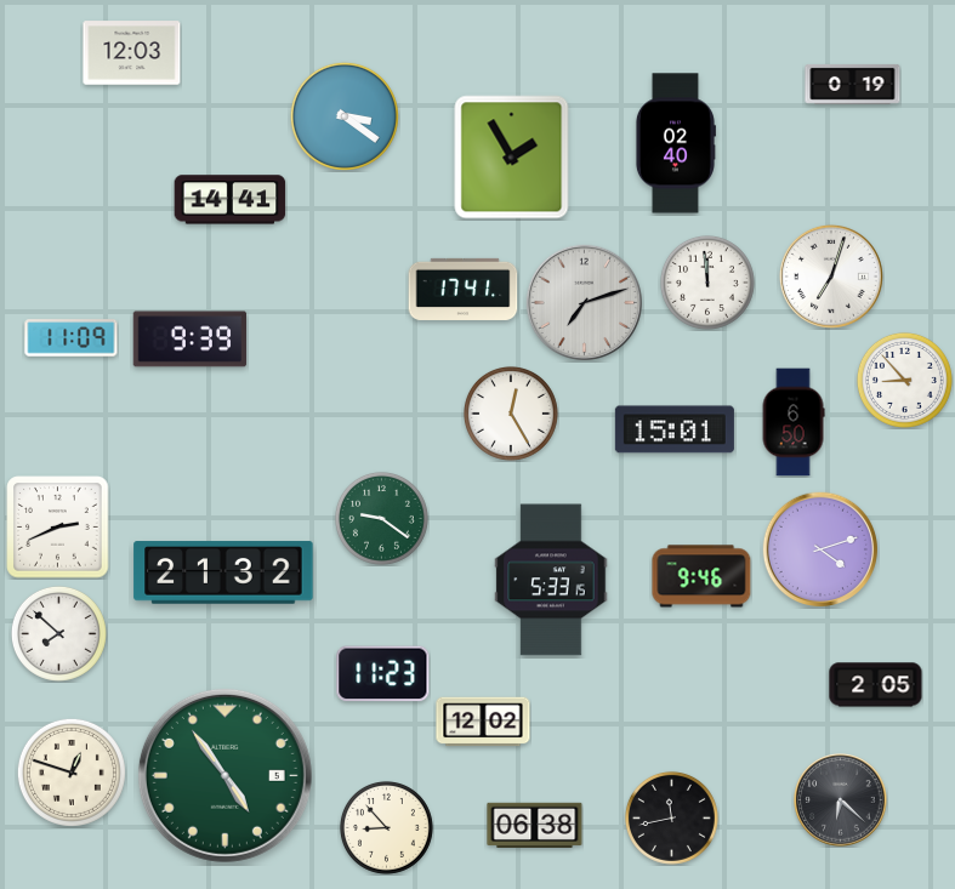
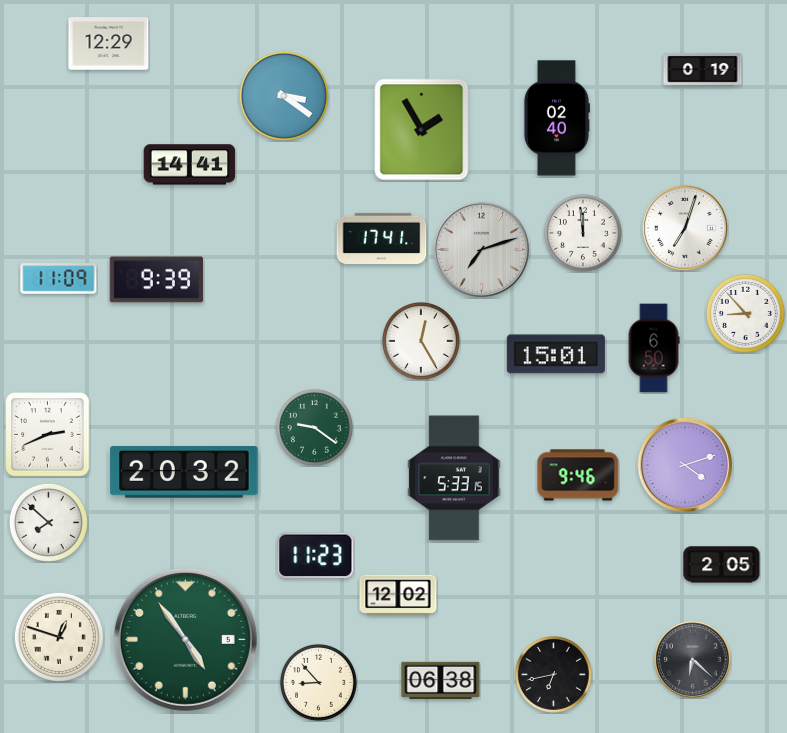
clock at (132, 53): 12:03 -> 12:29
clock at (819, 548) position: (819, 548) -> (684, 464)
clock at (223, 572): 21:32 -> 20:32
clock at (671, 817): 11:43 -> 6:43
